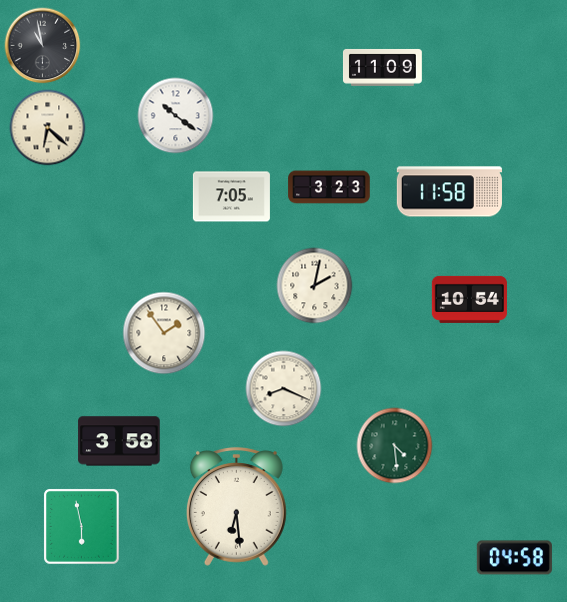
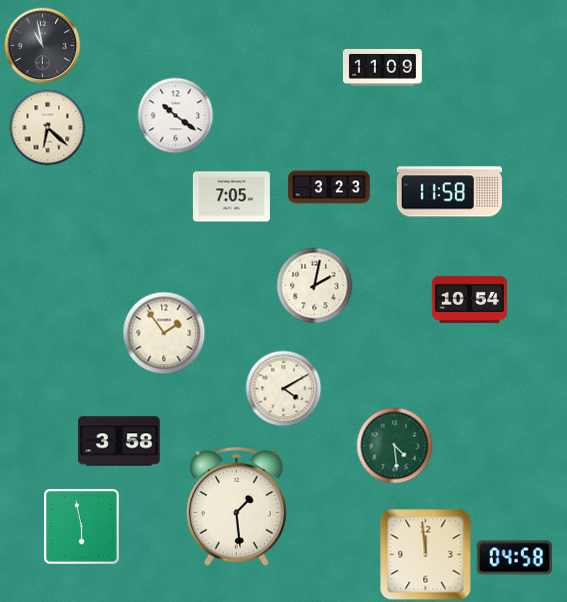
clock at (284, 389): 8:19 -> 4:10
clock at (236, 507): 6:29 -> 1:29
clock at (426, 555): none -> 11:59
